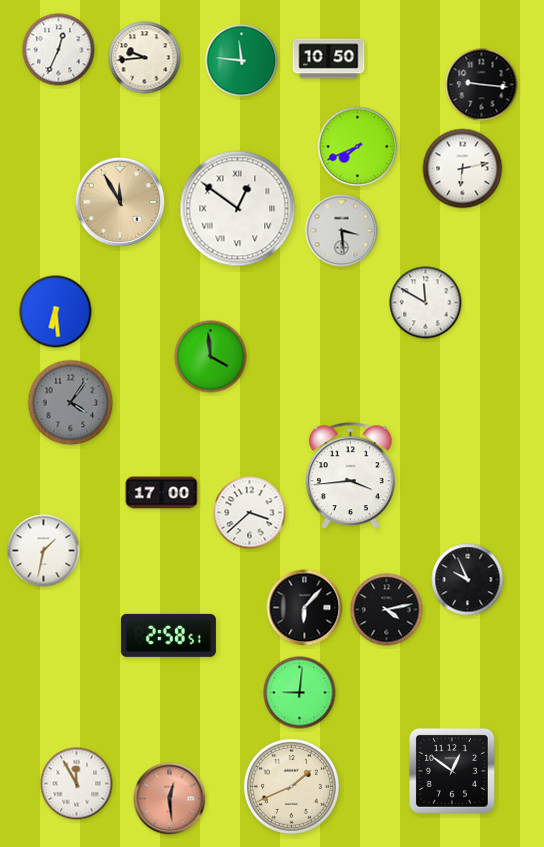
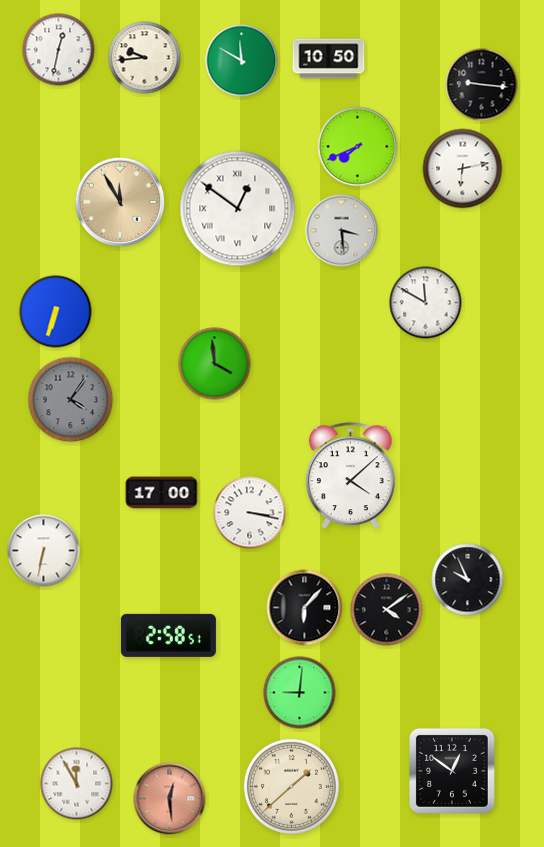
clock at (59, 50): 12:34 -> 12:32
clock at (242, 61): 11:46 -> 11:50
clock at (56, 312): 6:29 -> 6:33
clock at (211, 357) position: (211, 357) -> (215, 364)
clock at (71, 403) position: (71, 403) -> (71, 400)
clock at (350, 476): 3:44 -> 4:08
clock at (250, 513): 3:38 -> 3:17
clock at (44, 551): 1:32 -> 6:32
clock at (387, 610): 4:13 -> 4:09
clock at (291, 786): 1:41 -> 1:38
